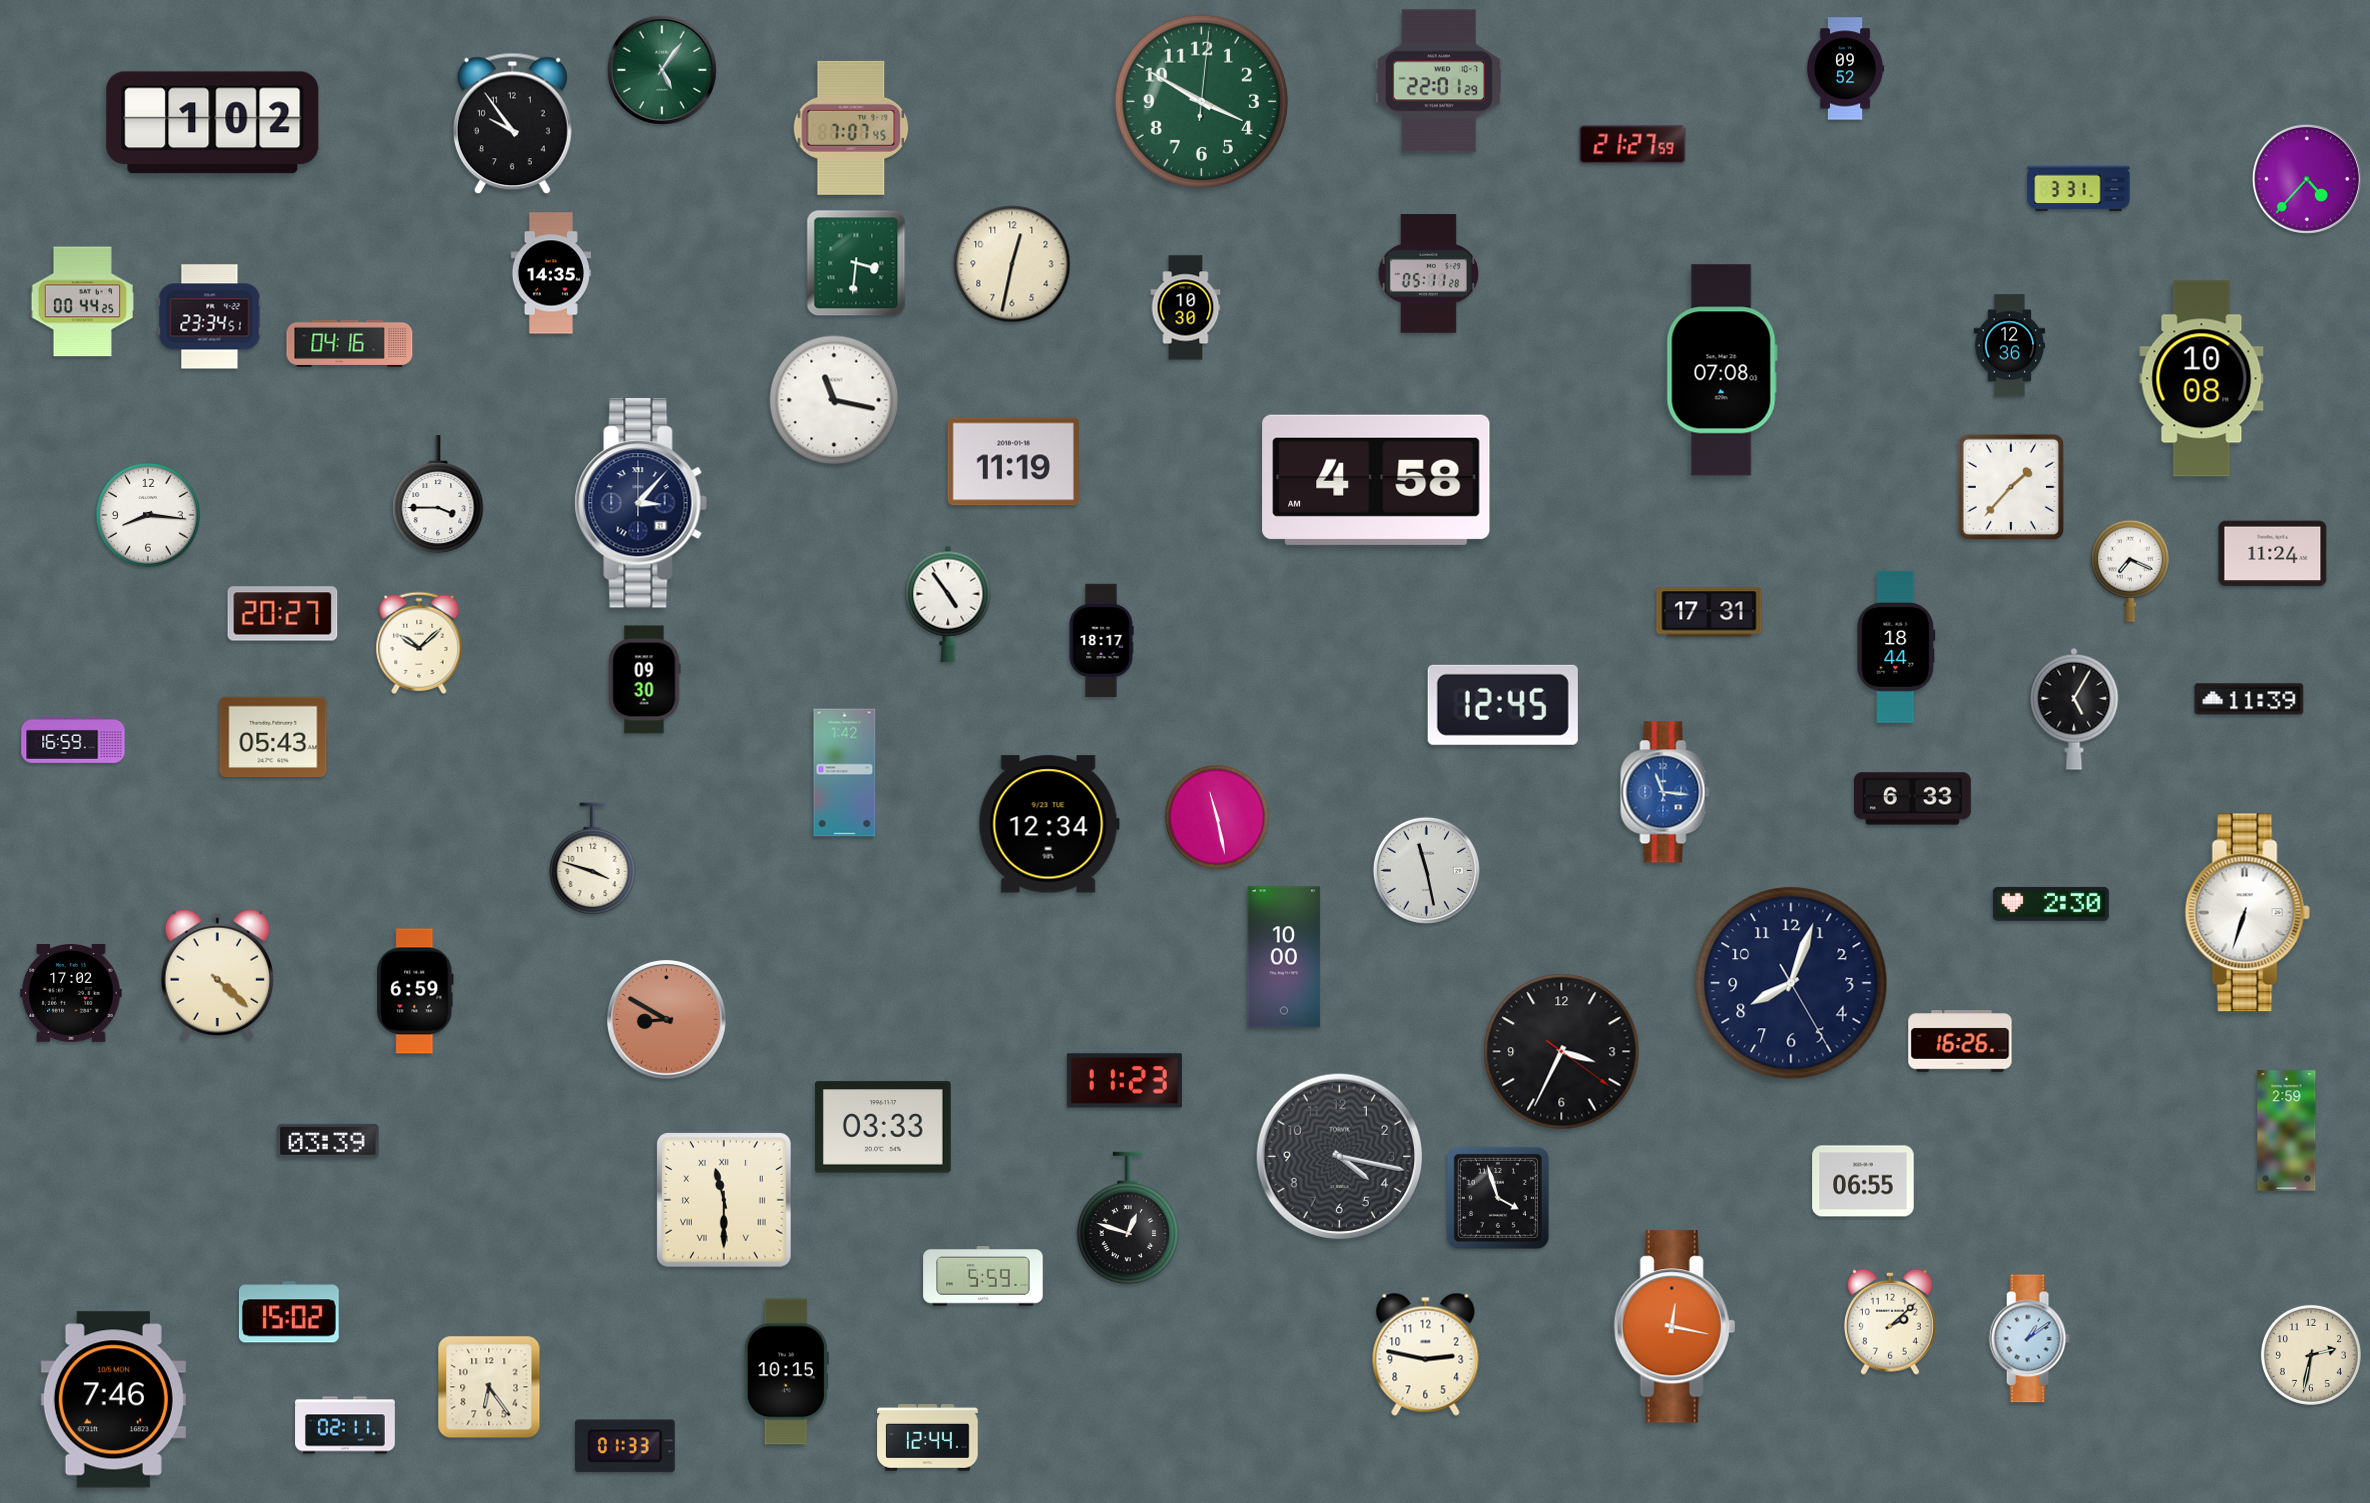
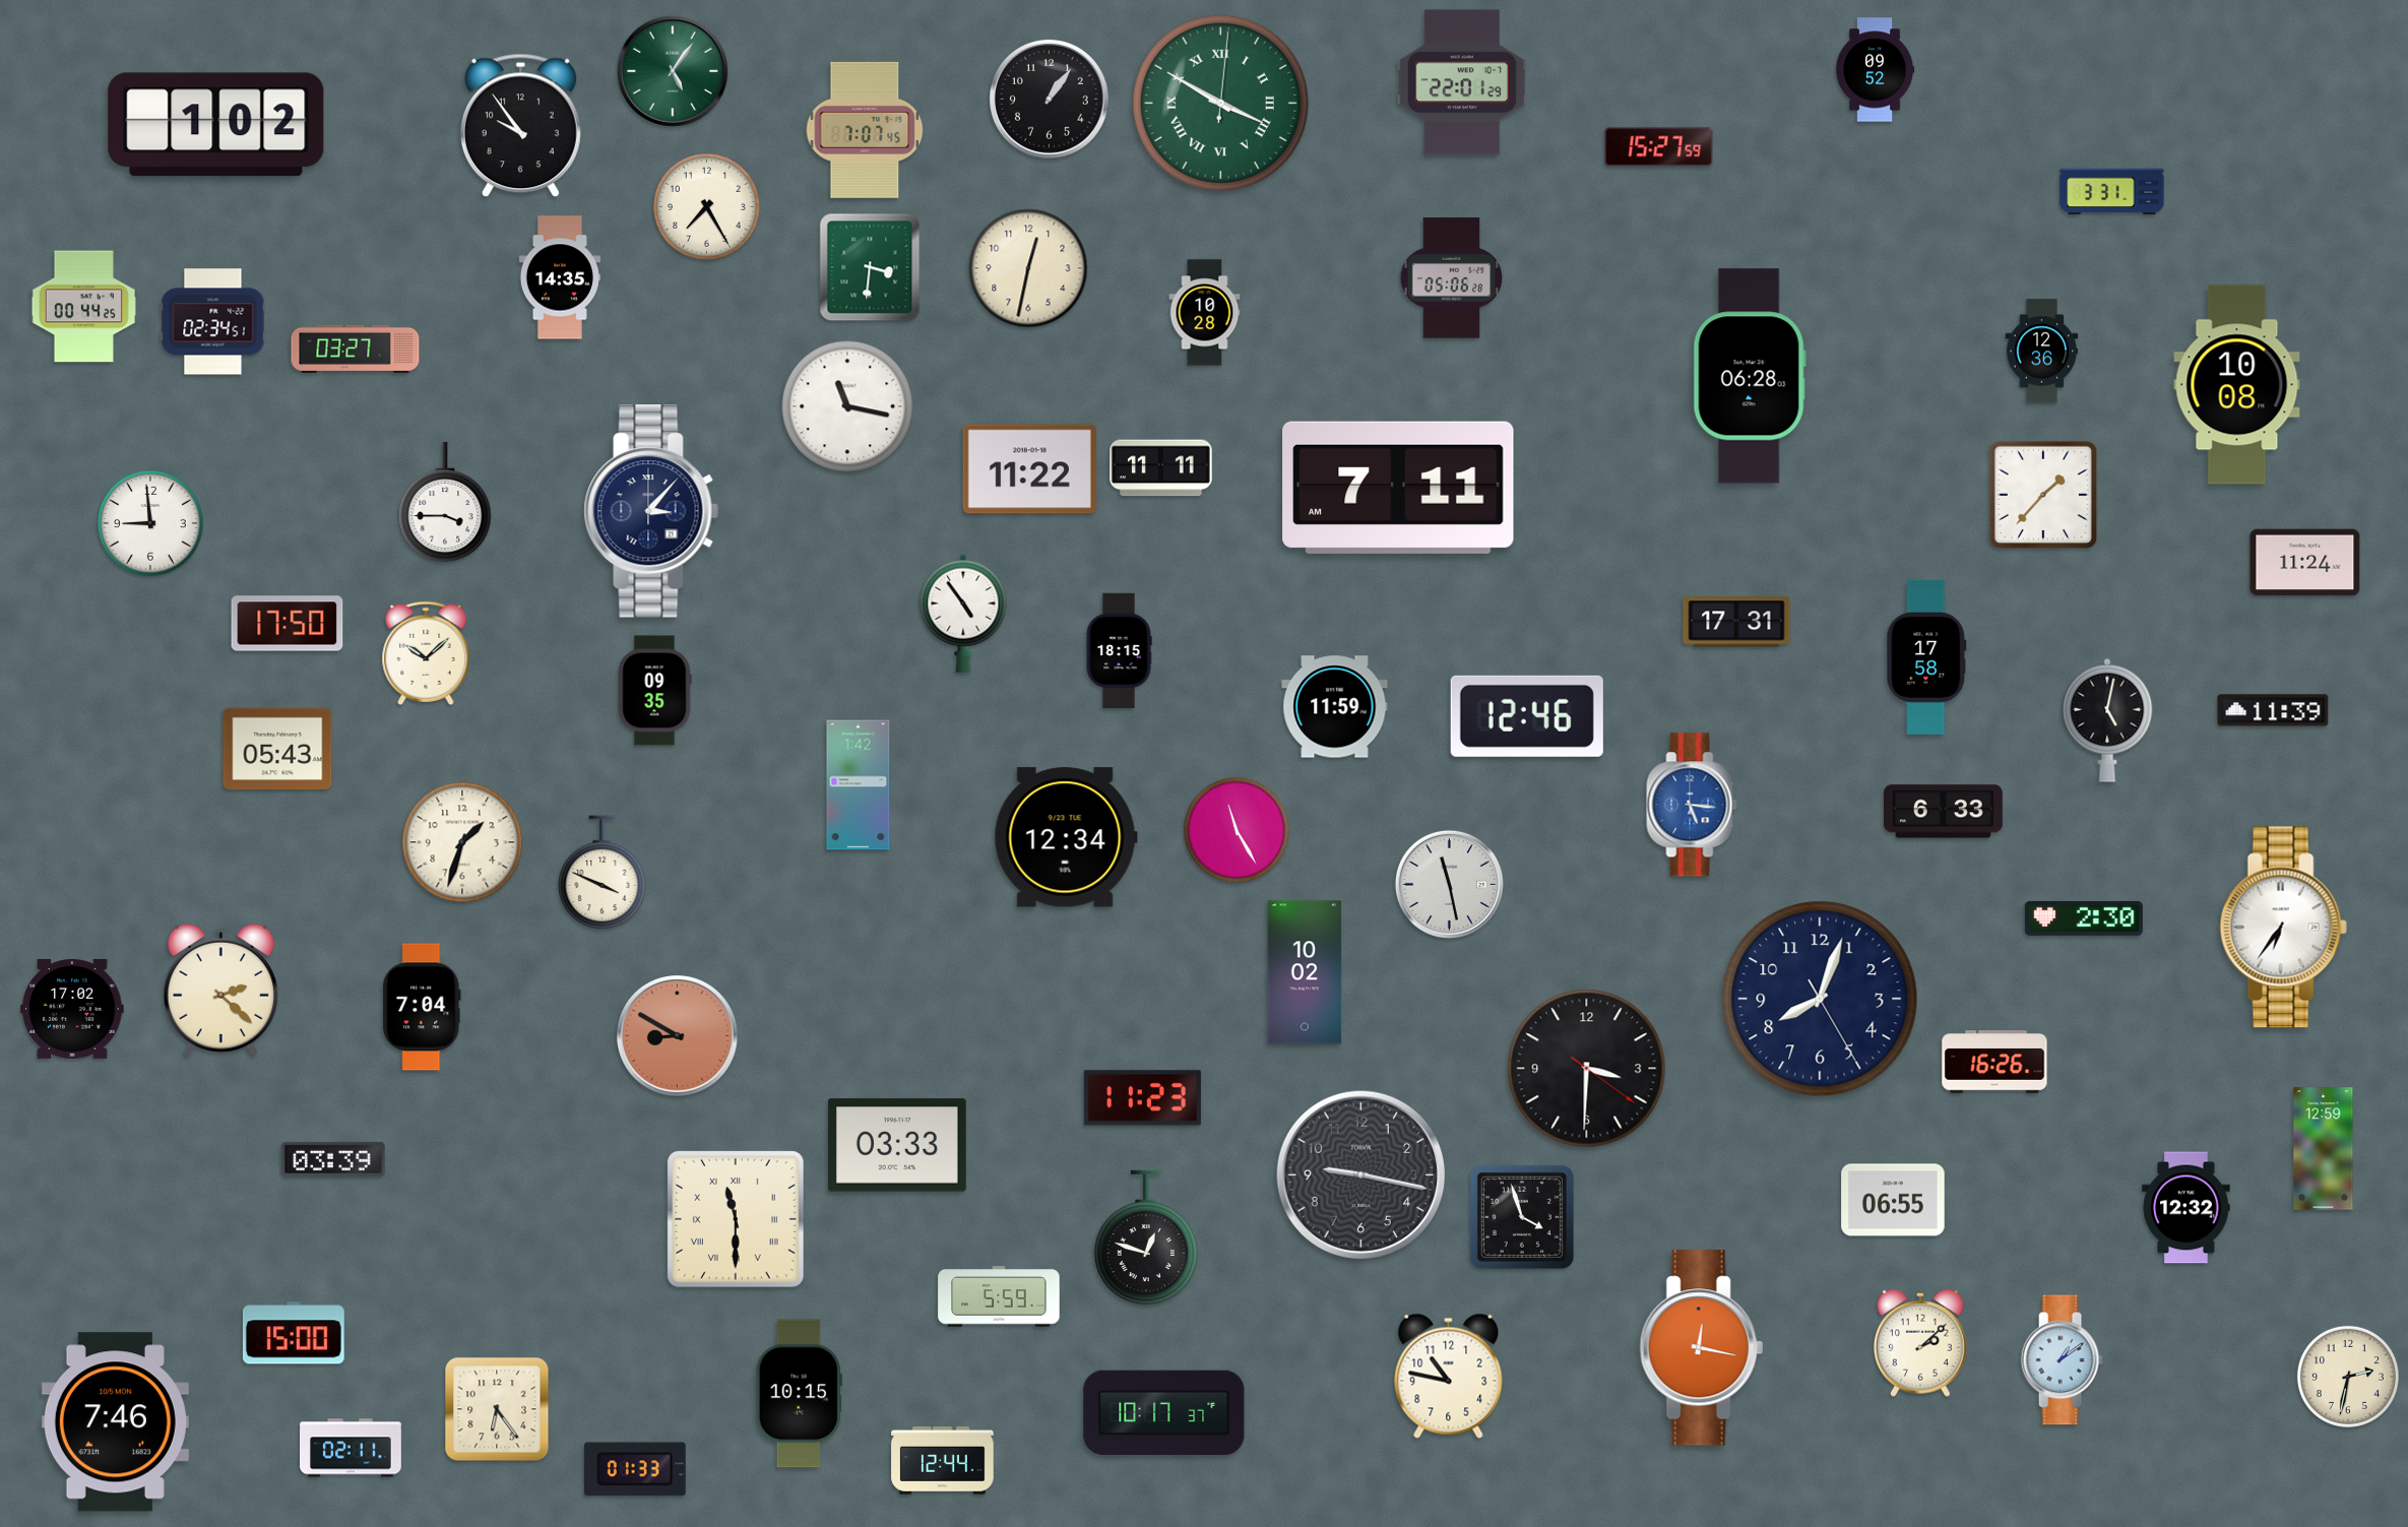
clock at (1050, 100): none -> 1:06
clock at (1201, 101) numerals: Arabic -> Roman
clock at (1633, 145): 21:27 -> 15:27
clock at (2307, 179): 4:37 -> none
clock at (707, 207): none -> 7:25
clock at (1428, 274): 05:11 -> 05:06
clock at (1186, 308): 10:30 -> 10:28
clock at (210, 317): 23:34 -> 02:34
clock at (350, 343): 04:16 -> 03:27
clock at (1722, 370): 07:08 -> 06:28
clock at (1161, 468): none -> 11:11
clock at (1013, 462): 11:19 -> 11:22
clock at (1376, 480): 4:58 -> 7:11
clock at (149, 516): 8:16 -> 8:59
clock at (2273, 554) position: (2273, 554) -> (2305, 563)
clock at (2130, 571): 7:19 -> none
clock at (283, 614): 20:27 -> 17:50
clock at (1101, 641): 18:17 -> 18:15
clock at (1896, 647): 18:44 -> 17:58
clock at (644, 680): 09:30 -> 09:35
clock at (1335, 707): none -> 11:59
clock at (2249, 699) position: (2249, 699) -> (2273, 710)
clock at (1503, 705): 12:45 -> 12:46
clock at (2074, 709): 5:05 -> 5:02
clock at (73, 740): 16:59 -> none
clock at (1665, 792): 11:16 -> 5:16
clock at (1218, 818): 11:28 -> 11:25
clock at (462, 842): none -> 1:33
clock at (593, 859): 3:48 -> 3:49
clock at (2247, 913): 6:33 -> 6:36
clock at (1284, 957): 10:00 -> 10:02
clock at (217, 975): 4:22 -> 2:22
clock at (415, 991): 6:59 -> 7:04
clock at (1960, 1041) position: (1960, 1041) -> (1994, 1062)
clock at (1562, 1052): 3:34 -> 3:30
clock at (2287, 1131): 2:59 -> 12:59
clock at (1340, 1157): 4:17 -> 9:17
clock at (2187, 1208): none -> 12:32
clock at (289, 1312): 15:02 -> 15:00
clock at (1426, 1354): 2:47 -> 10:47
clock at (1164, 1412): none -> 10:17
